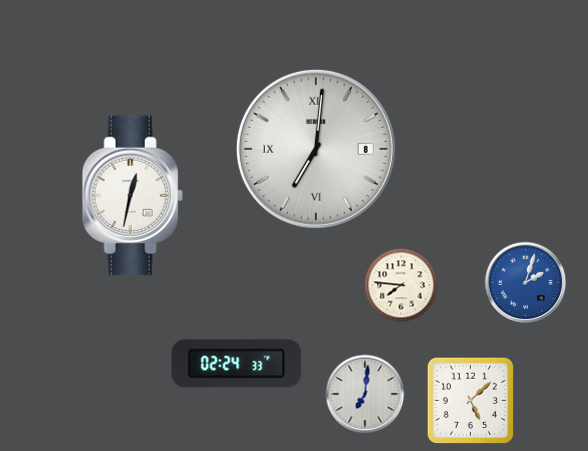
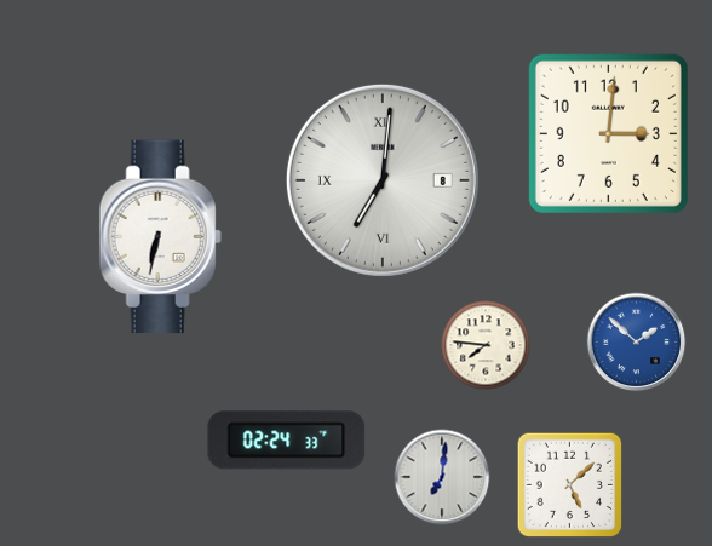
clock at (608, 133): none -> 3:01
clock at (132, 196): 12:32 -> 6:32
clock at (526, 283): 2:03 -> 1:52
